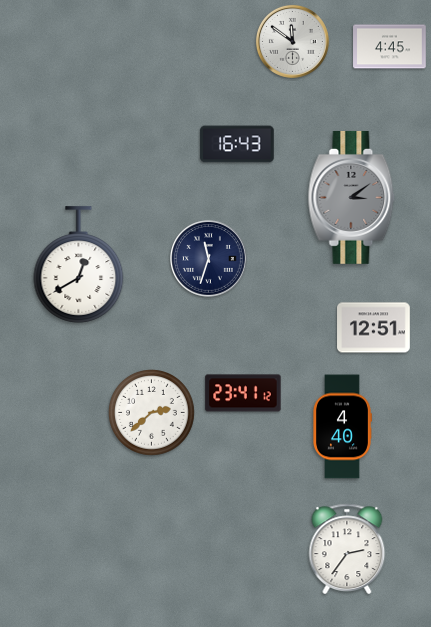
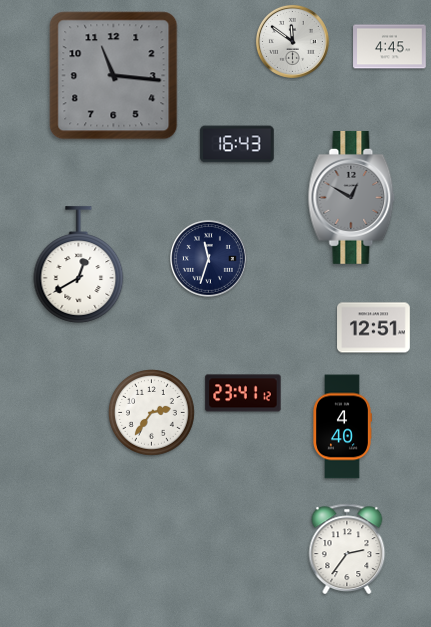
clock at (114, 76): none -> 11:16
clock at (352, 197): 3:09 -> 12:50
clock at (152, 413): 2:38 -> 2:36
